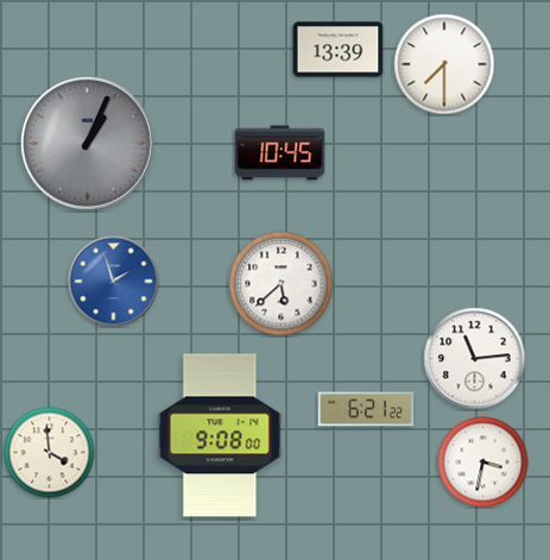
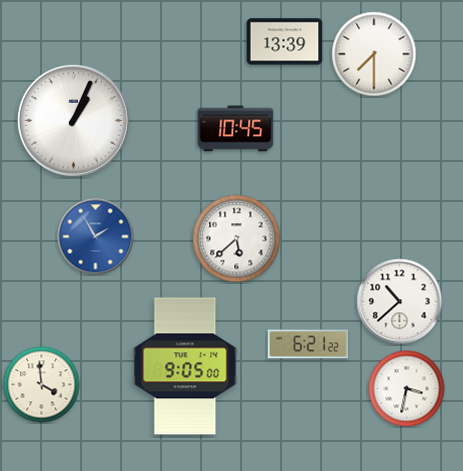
clock at (87, 143) dial: grey -> white
clock at (114, 282): 1:57 -> 1:55
clock at (475, 359): 11:14 -> 10:38
clock at (220, 435): 9:08 -> 9:05
clock at (50, 453) position: (50, 453) -> (42, 385)
